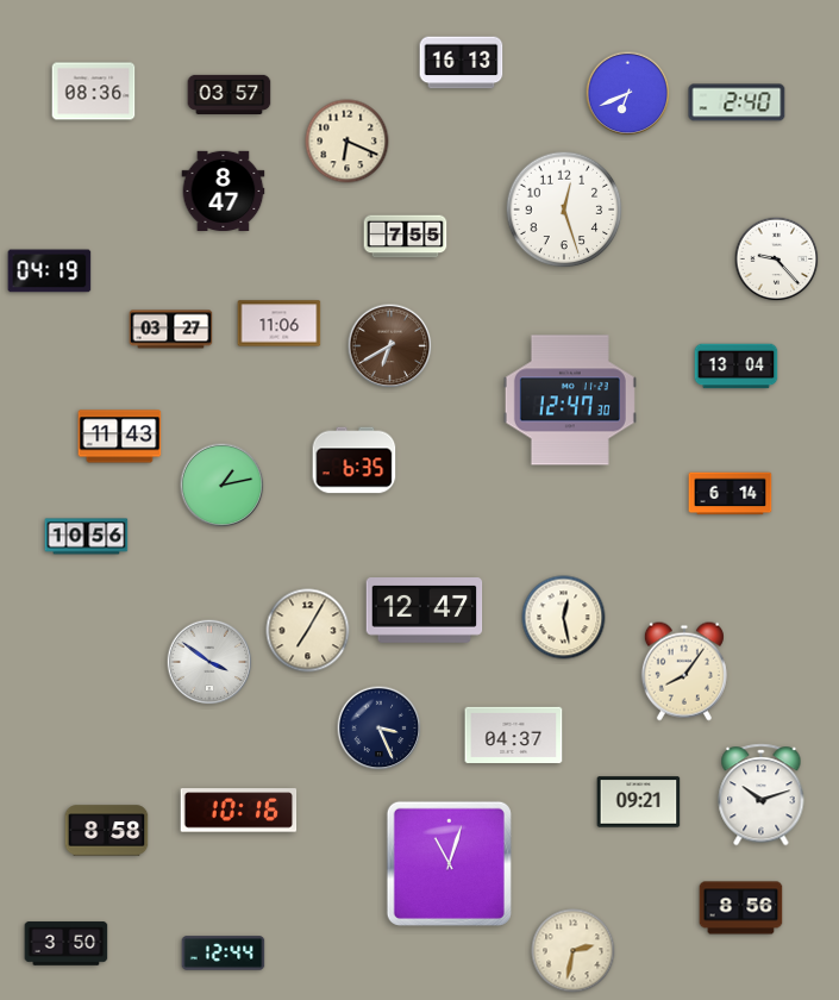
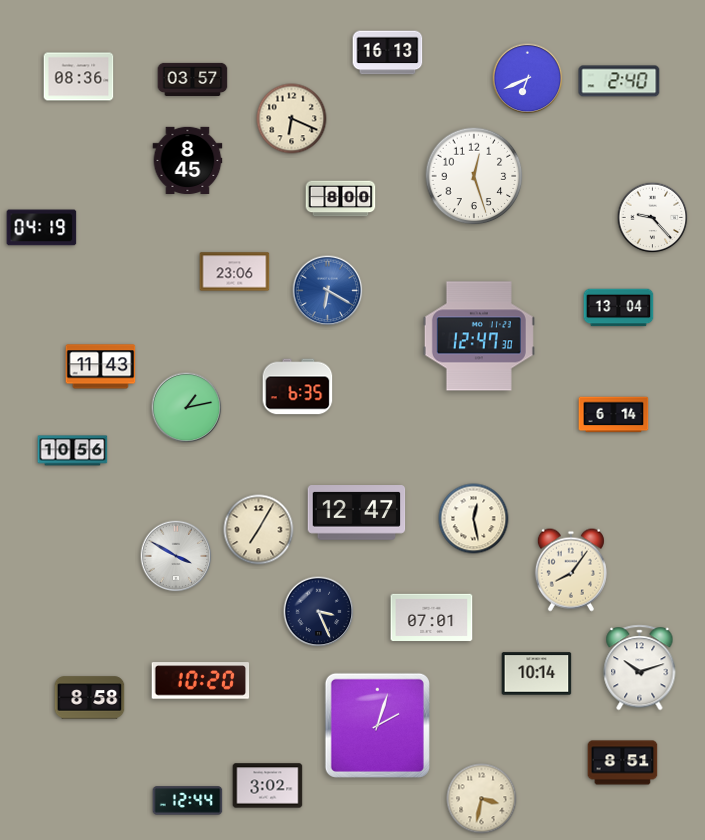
clock at (737, 102) position: (737, 102) -> (619, 81)
clock at (224, 190): 8:47 -> 8:45
clock at (406, 237): 7:55 -> 8:00
clock at (280, 324): 11:06 -> 23:06
clock at (171, 330): 03:27 -> none
clock at (390, 346): 6:40 -> 6:20
clock at (390, 346) dial: brown -> blue
clock at (209, 662): 3:51 -> 3:50
clock at (684, 671) position: (684, 671) -> (571, 570)
clock at (514, 736): 04:37 -> 07:01
clock at (639, 802): 09:21 -> 10:14
clock at (239, 811): 10:16 -> 10:20
clock at (449, 863): 11:03 -> 2:03
clock at (741, 908): 8:56 -> 8:51
clock at (268, 786): none -> 3:02
clock at (67, 944): 3:50 -> none
clock at (574, 951): 2:32 -> 3:32
